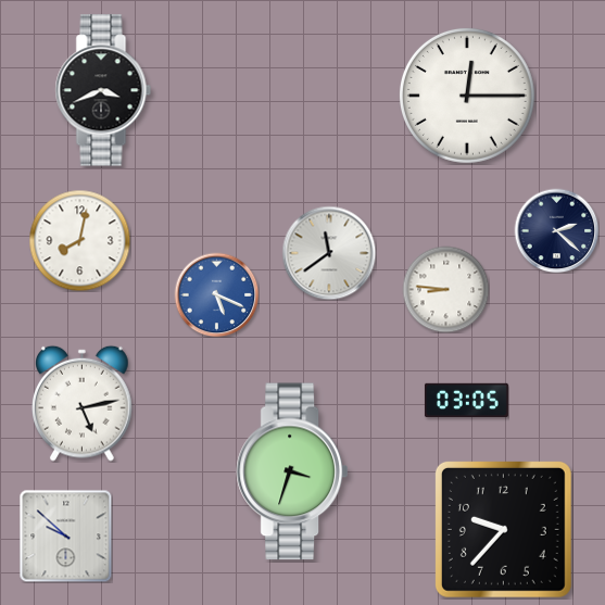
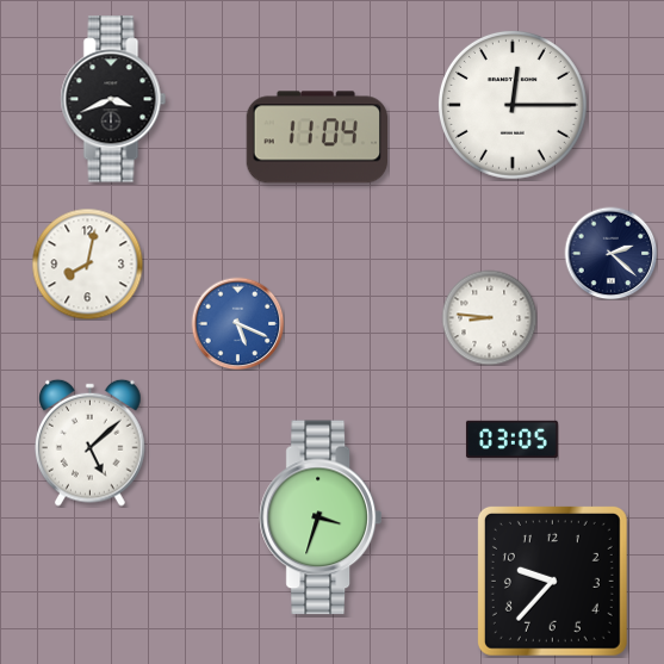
clock at (317, 137): none -> 11:04
clock at (329, 253): 11:39 -> none
clock at (83, 403): 5:13 -> 5:08
clock at (65, 535): 9:52 -> none
